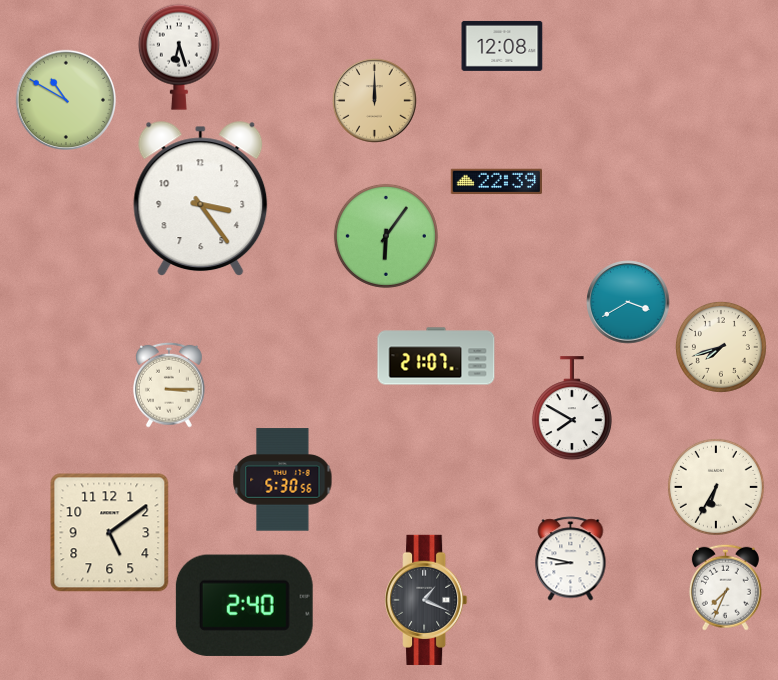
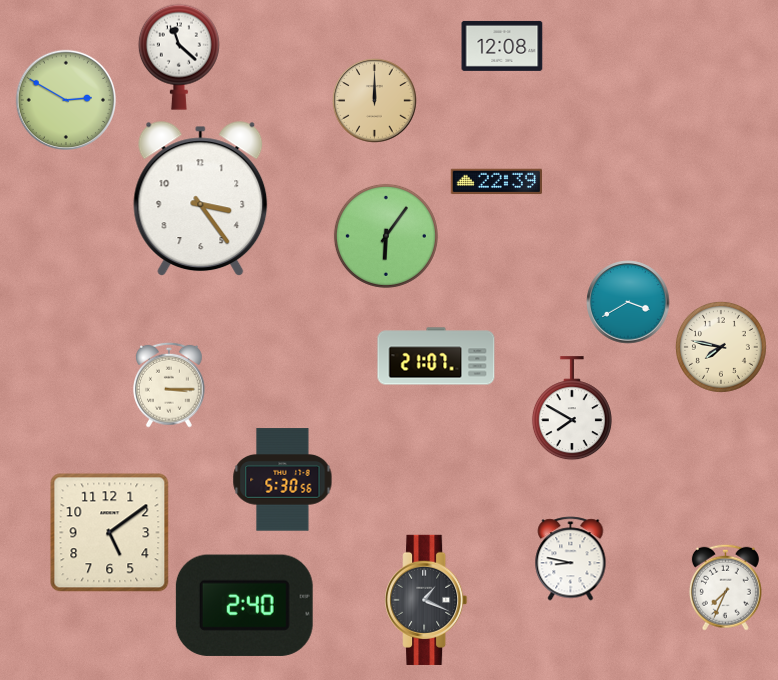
clock at (179, 57): 6:27 -> 11:22
clock at (65, 99): 10:50 -> 2:50
clock at (721, 347): 7:42 -> 7:47
clock at (716, 487): 6:35 -> none
